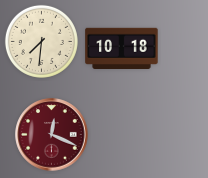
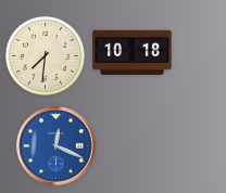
clock at (41, 41) position: (41, 41) -> (45, 55)
clock at (52, 135) dial: burgundy -> blue
